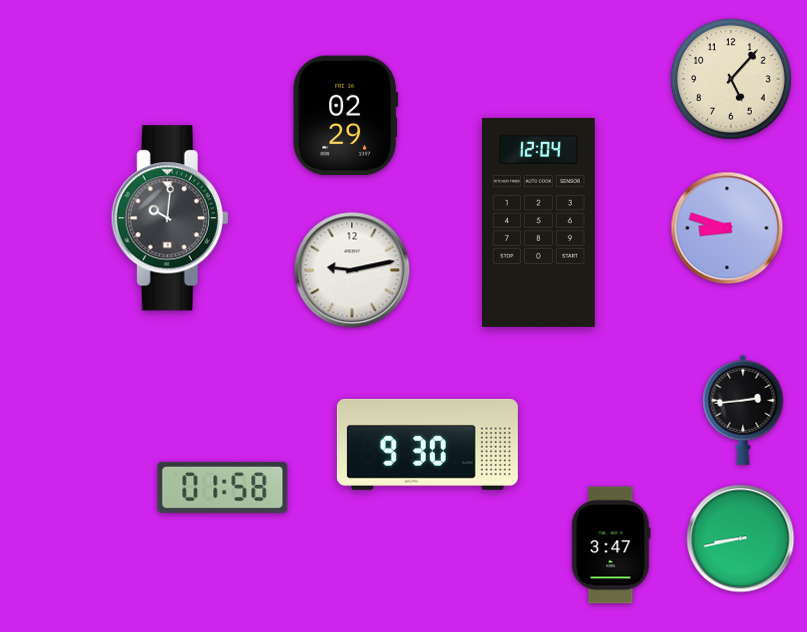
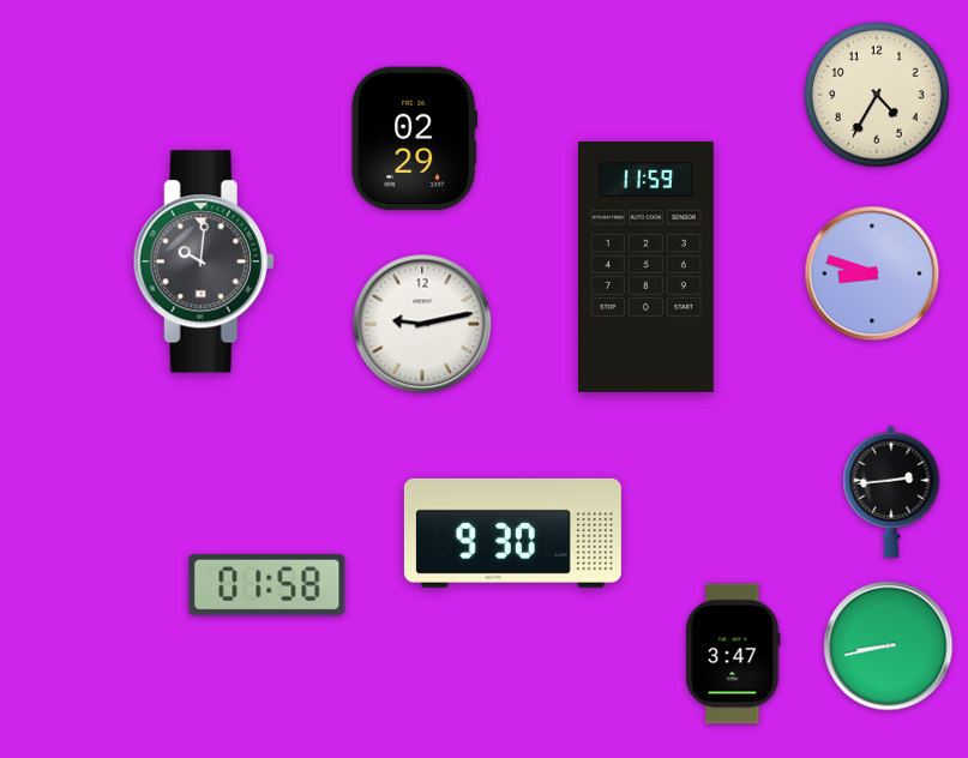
clock at (731, 79): 5:07 -> 4:35
clock at (539, 222): 12:04 -> 11:59
